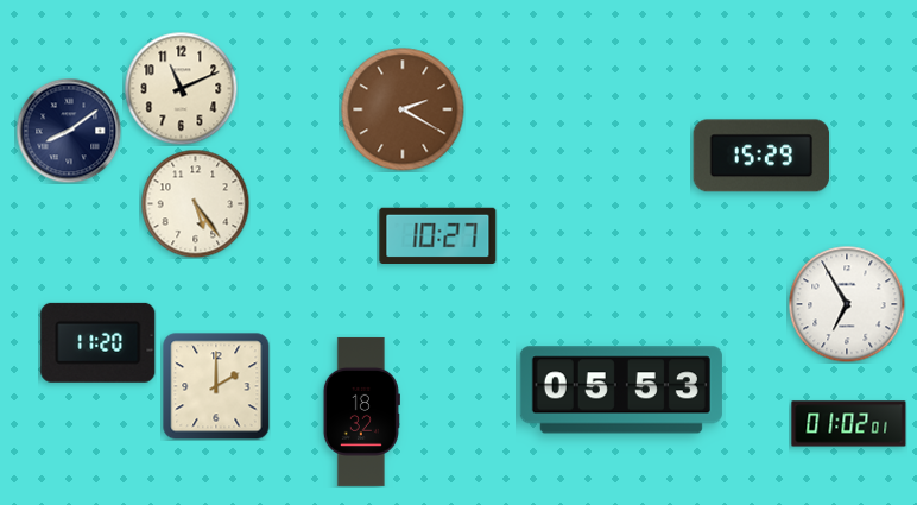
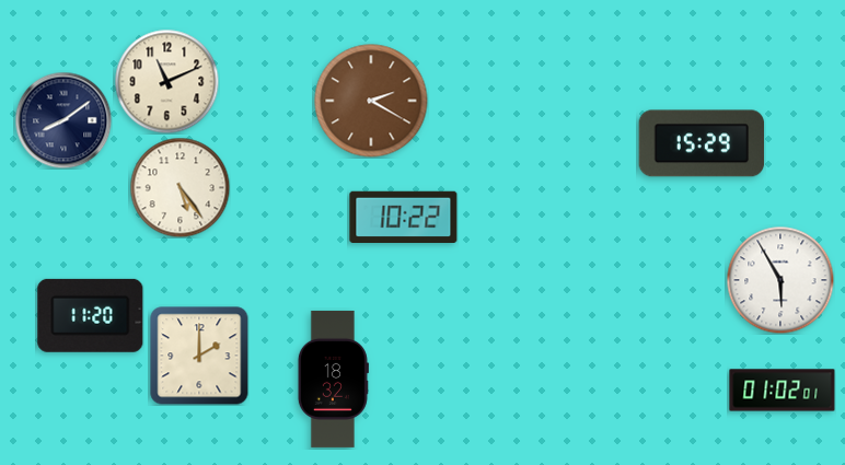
clock at (438, 235): 10:27 -> 10:22
clock at (847, 304): 6:55 -> 5:55
clock at (621, 390): 05:53 -> none
